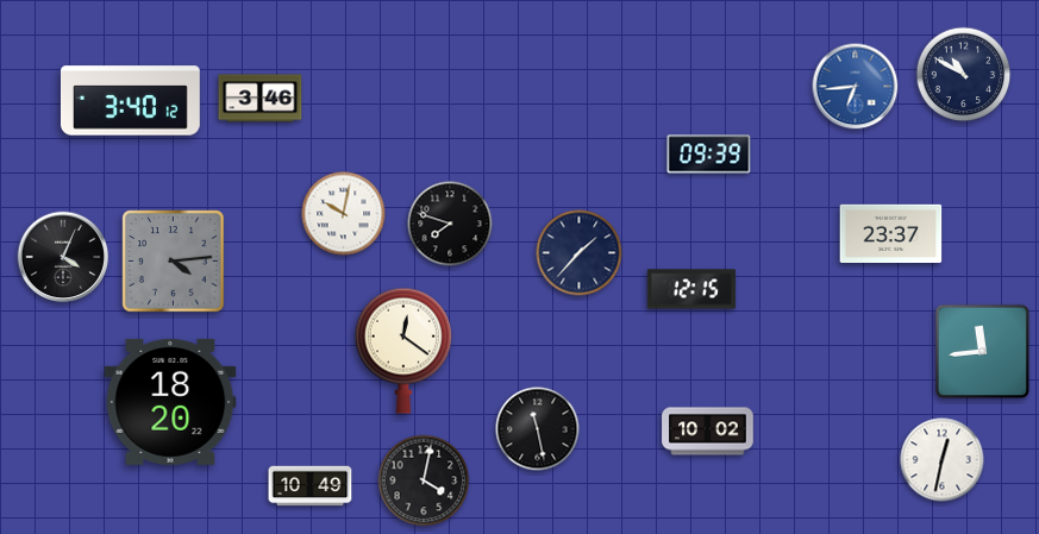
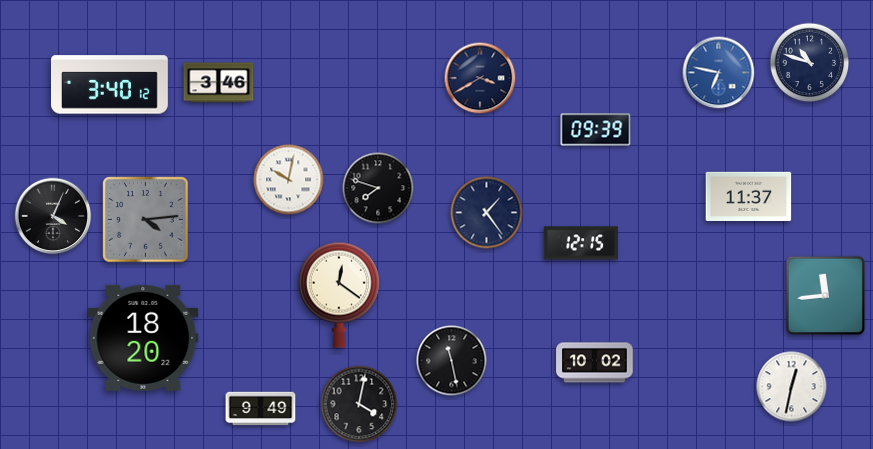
clock at (964, 75): 10:50 -> 10:48
clock at (856, 87): 6:44 -> 6:47
clock at (480, 78): none -> 3:40
clock at (891, 233): 23:37 -> 11:37
clock at (580, 253): 1:37 -> 1:24
clock at (424, 480) position: (424, 480) -> (359, 404)
clock at (311, 486): 10:49 -> 9:49
